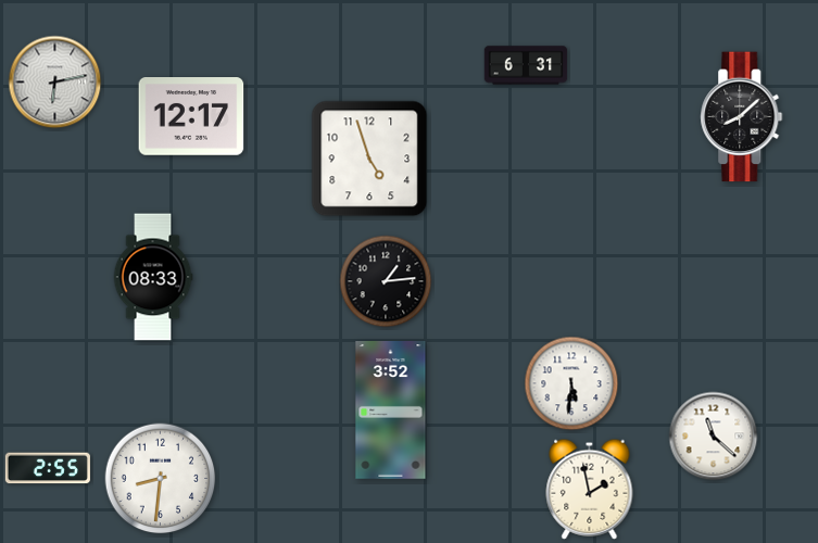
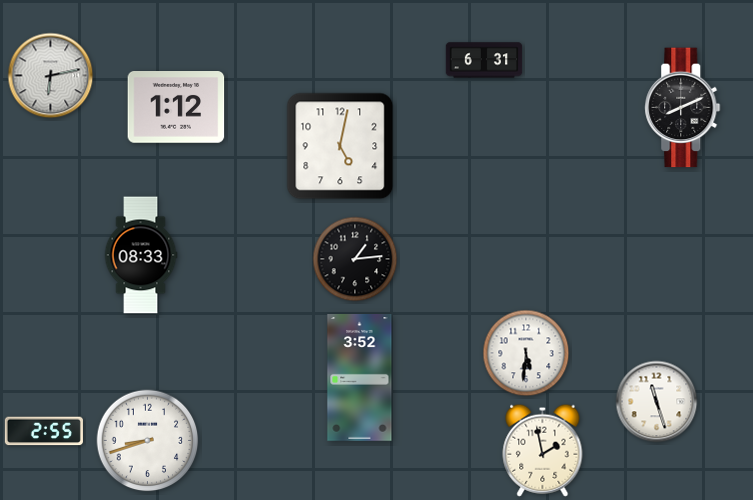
clock at (191, 117): 12:17 -> 1:12
clock at (742, 117): 8:08 -> 8:11
clock at (369, 159): 4:57 -> 5:02
clock at (714, 437): 11:22 -> 11:27
clock at (161, 479): 8:31 -> 8:42
